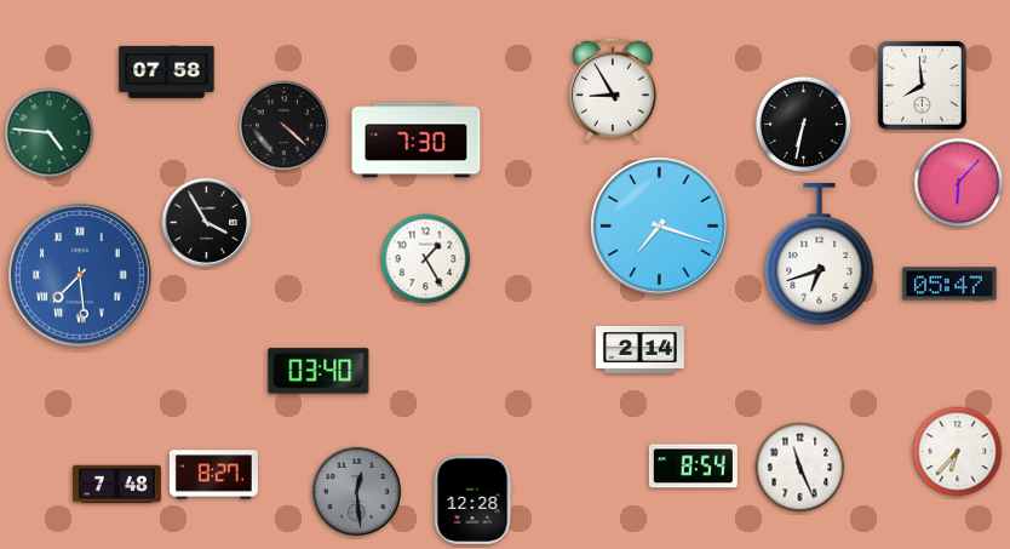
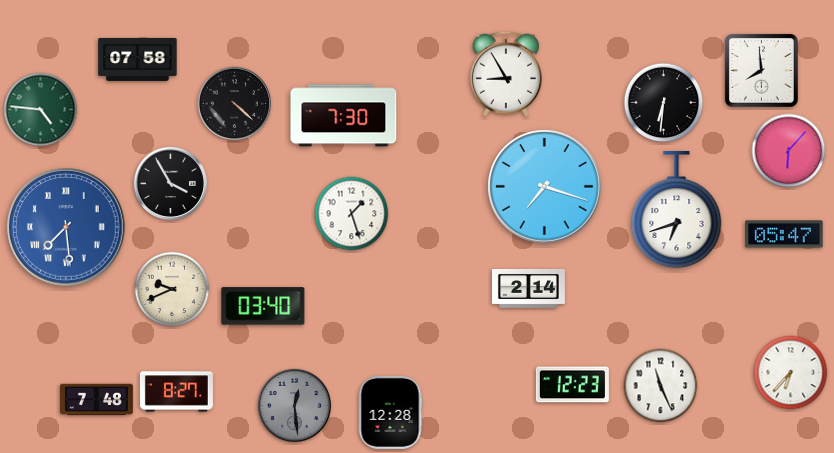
clock at (804, 125): 6:32 -> 6:31
clock at (959, 183) position: (959, 183) -> (789, 151)
clock at (426, 259): 1:25 -> 1:27
clock at (172, 289): none -> 9:41
clock at (693, 467): 8:54 -> 12:23
